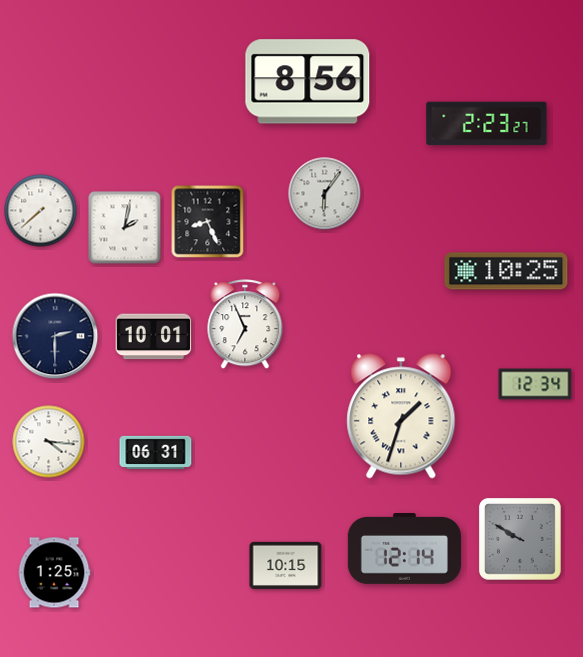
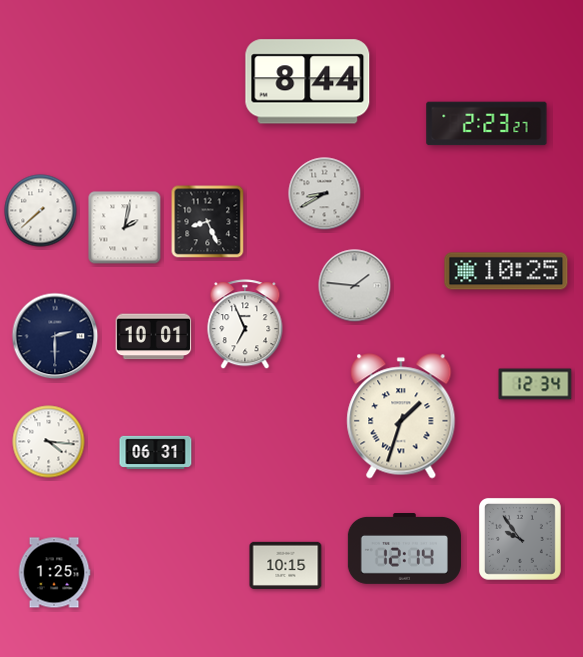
clock at (308, 82): 8:56 -> 8:44
clock at (325, 194): 6:06 -> 8:40
clock at (355, 286): none -> 1:46
clock at (520, 539): 9:50 -> 9:54
